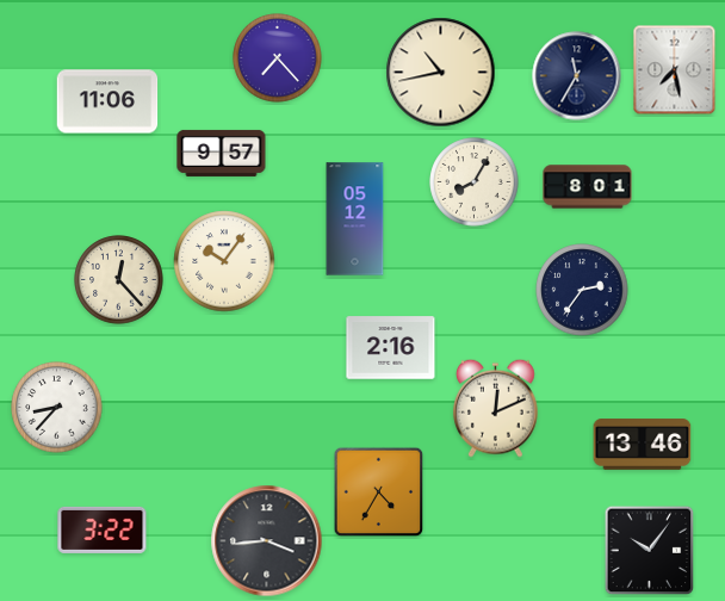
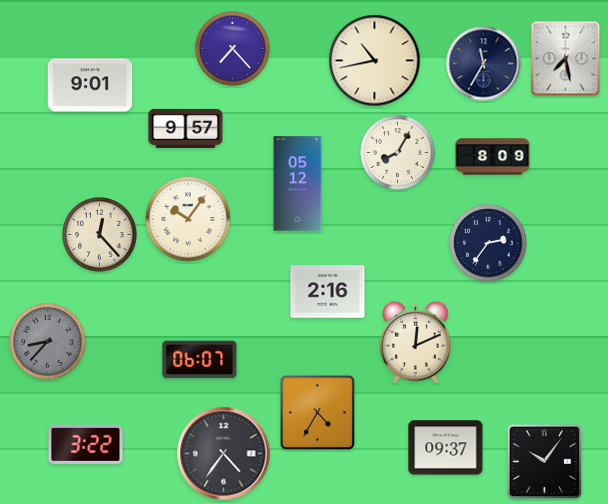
clock at (441, 73) position: (441, 73) -> (375, 61)
clock at (107, 101): 11:06 -> 9:01
clock at (588, 187): 8:01 -> 8:09
clock at (57, 408) dial: white -> grey
clock at (200, 360): none -> 06:07
clock at (643, 445): 13:46 -> none
clock at (446, 448): none -> 09:37
clock at (267, 541): 3:44 -> 4:36
